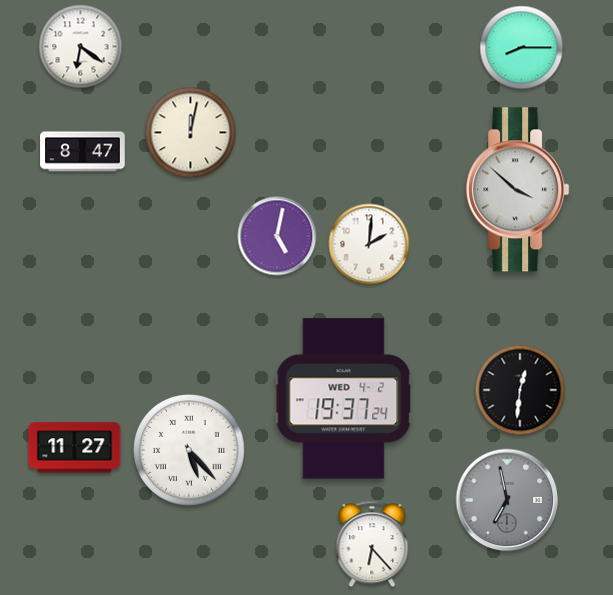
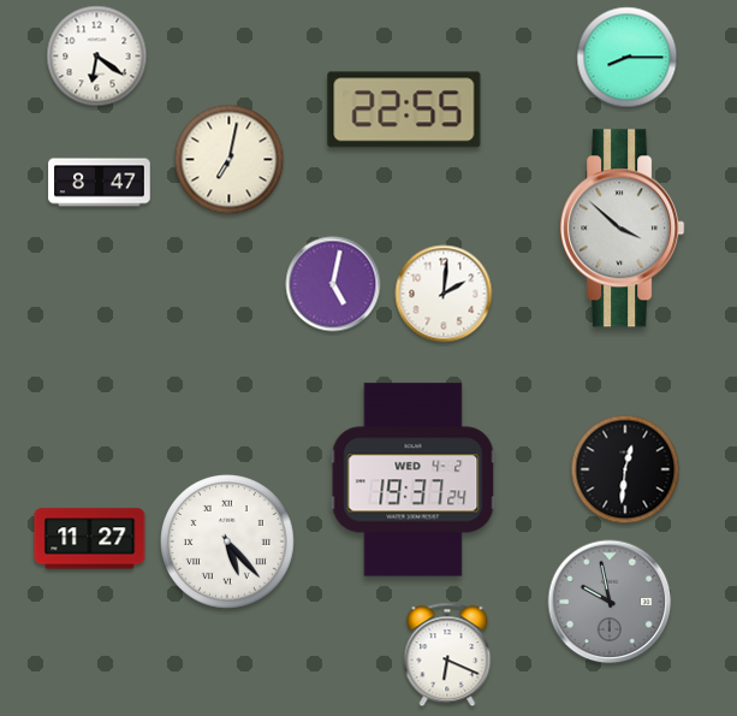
clock at (404, 110): none -> 22:55
clock at (191, 133): 12:02 -> 7:02
clock at (507, 500): 6:58 -> 9:58
clock at (372, 544): 6:23 -> 6:19
